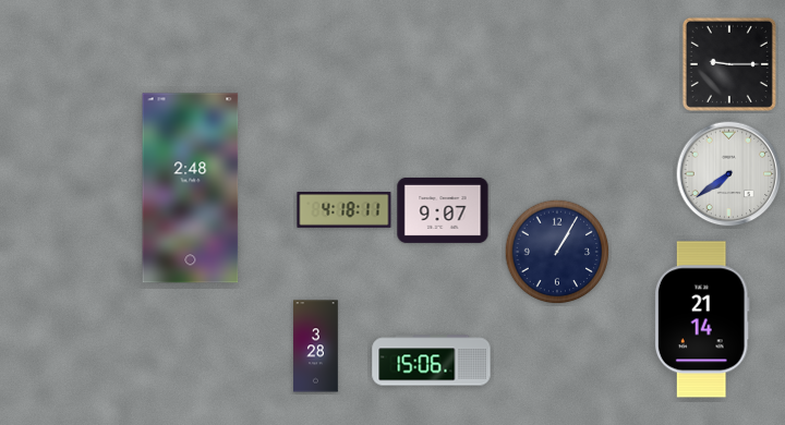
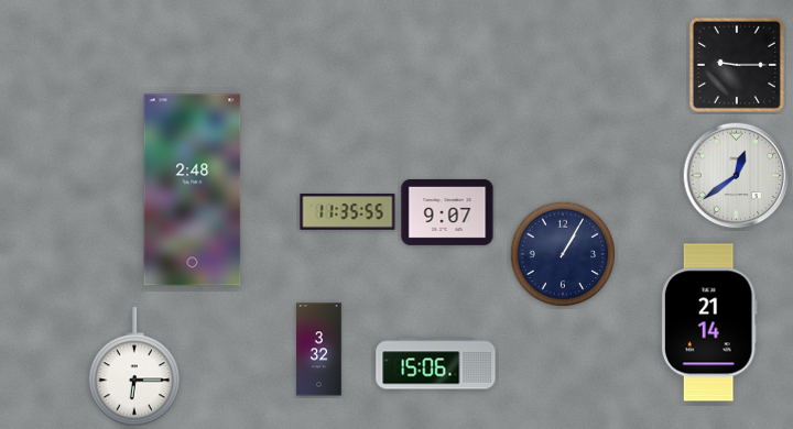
clock at (729, 174): 7:39 -> 12:39
clock at (345, 210): 4:18 -> 11:35
clock at (316, 347): 3:28 -> 3:32
clock at (134, 367): none -> 6:15
